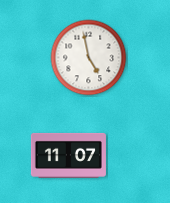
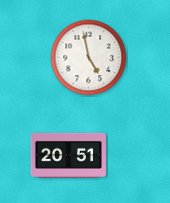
clock at (68, 155): 11:07 -> 20:51
